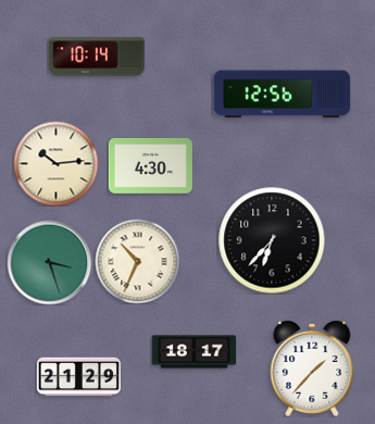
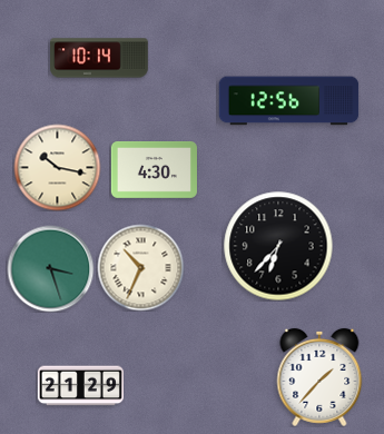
clock at (283, 95) position: (283, 95) -> (289, 101)
clock at (55, 163): 10:14 -> 10:17
clock at (193, 352): 18:17 -> none
